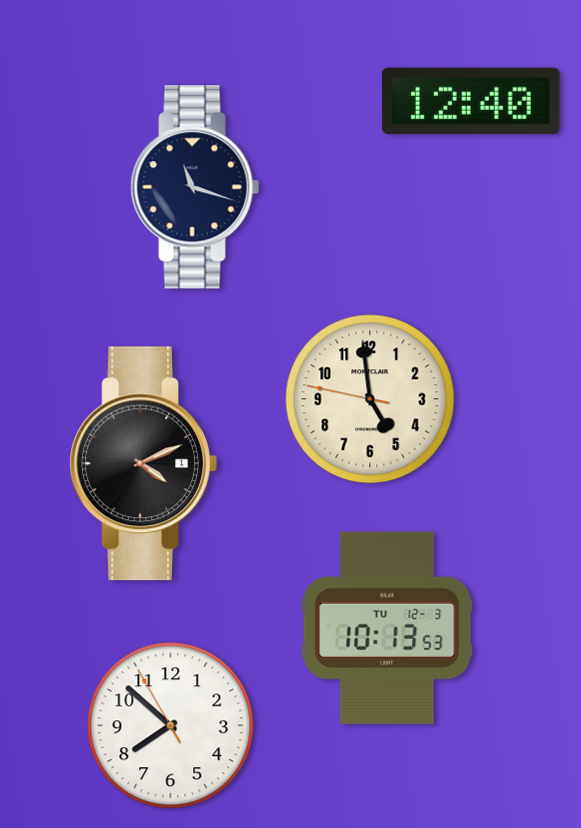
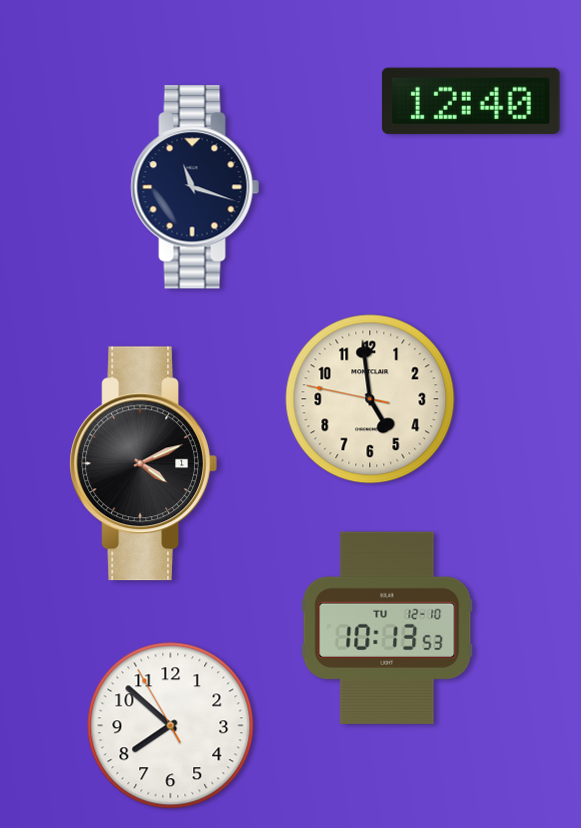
clock at (387, 628) date: TU 12-3 -> TU 12-10
